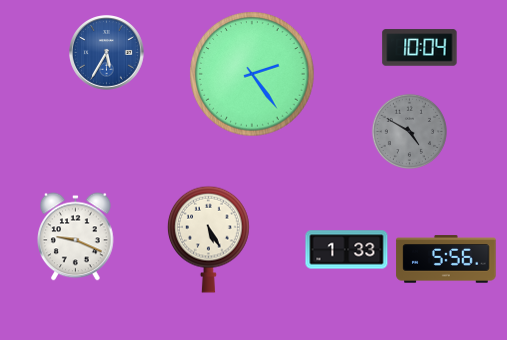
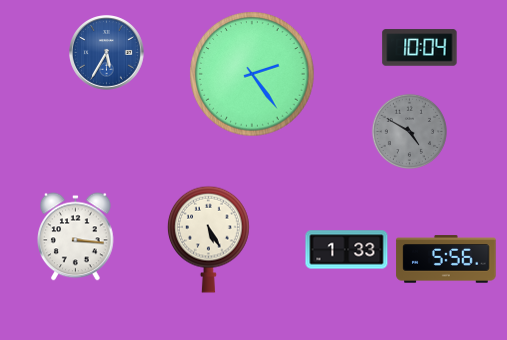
clock at (76, 237): 9:19 -> 3:16
